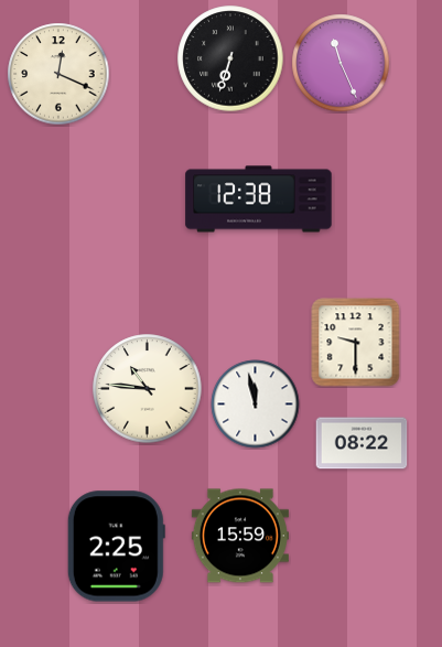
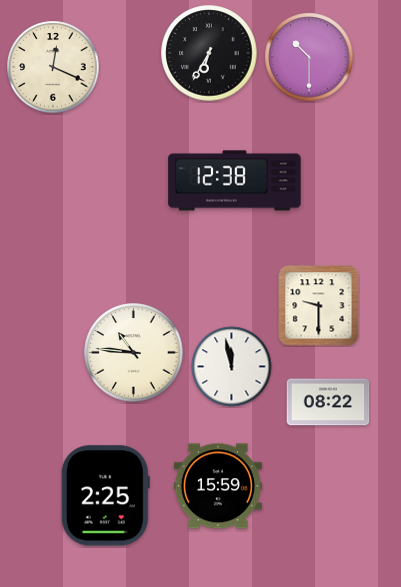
clock at (230, 58): 6:33 -> 6:35
clock at (341, 63): 11:26 -> 10:30
clock at (356, 343) position: (356, 343) -> (319, 306)
